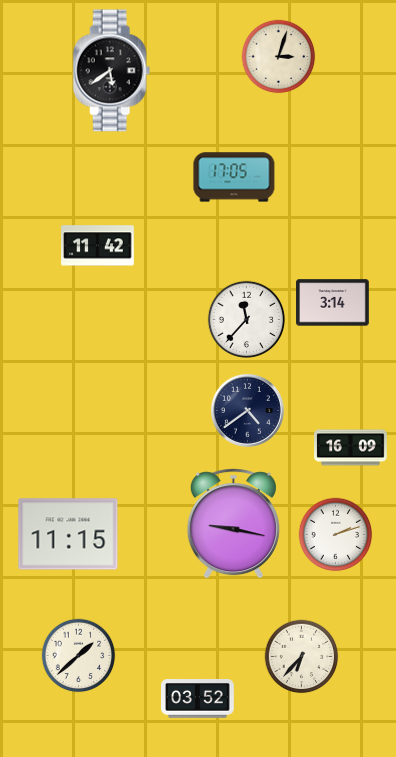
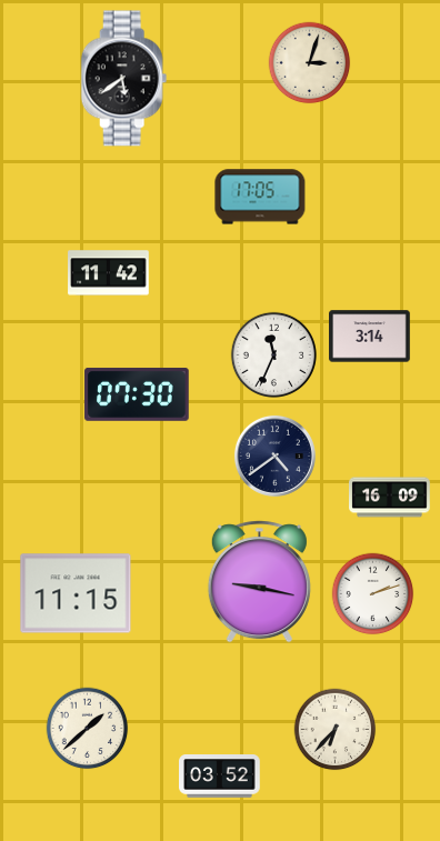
clock at (246, 319): 11:37 -> 11:34
clock at (137, 394): none -> 07:30
